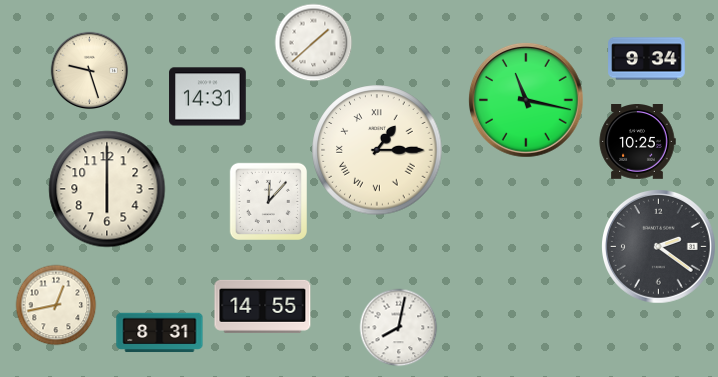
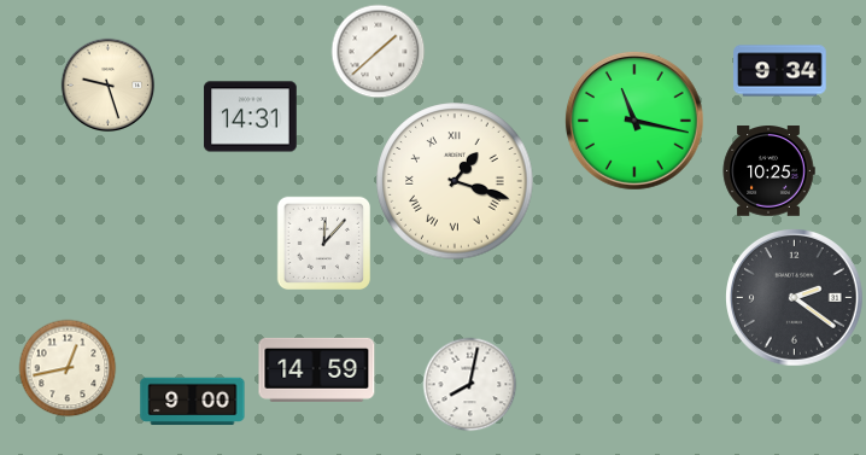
clock at (377, 150): 1:15 -> 1:18
clock at (107, 189): 6:00 -> none
clock at (263, 306): 14:55 -> 14:59
clock at (398, 327) position: (398, 327) -> (469, 384)
clock at (160, 333): 8:31 -> 9:00
